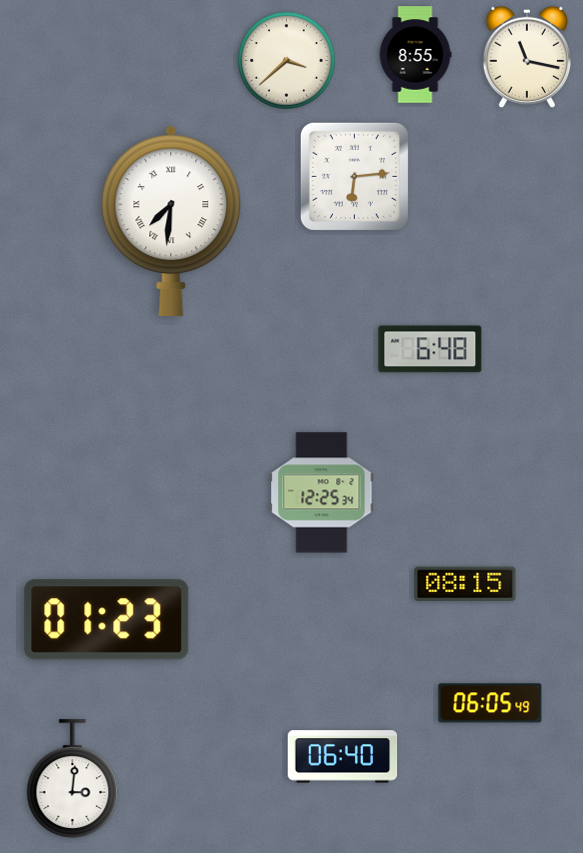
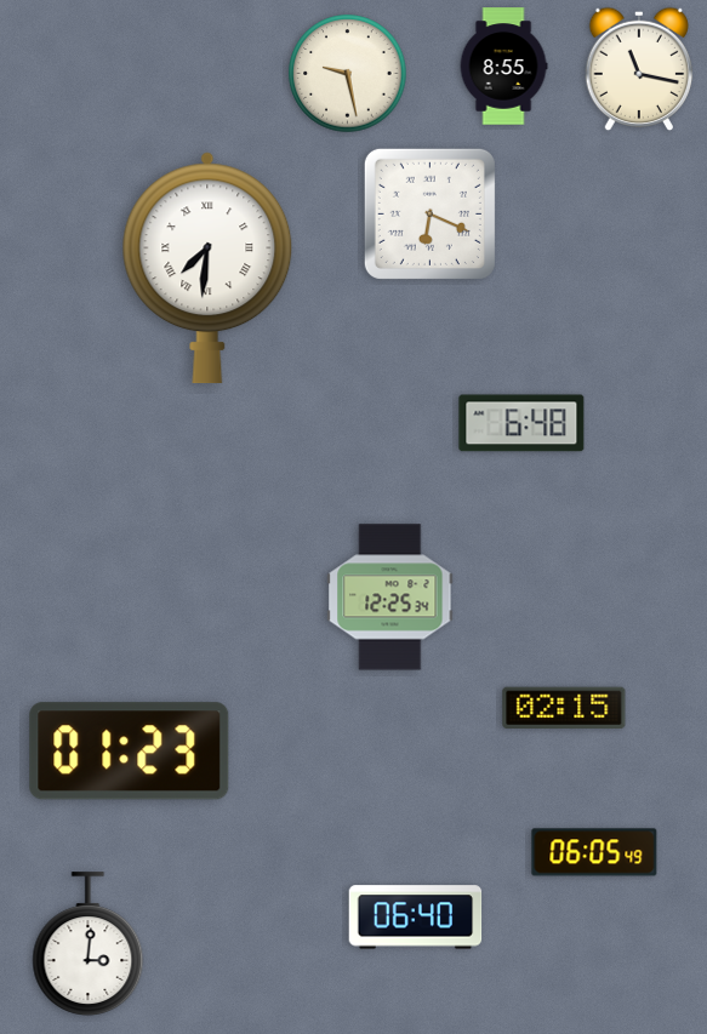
clock at (287, 61): 3:38 -> 9:28
clock at (354, 176): 6:14 -> 6:19
clock at (465, 584): 08:15 -> 02:15
